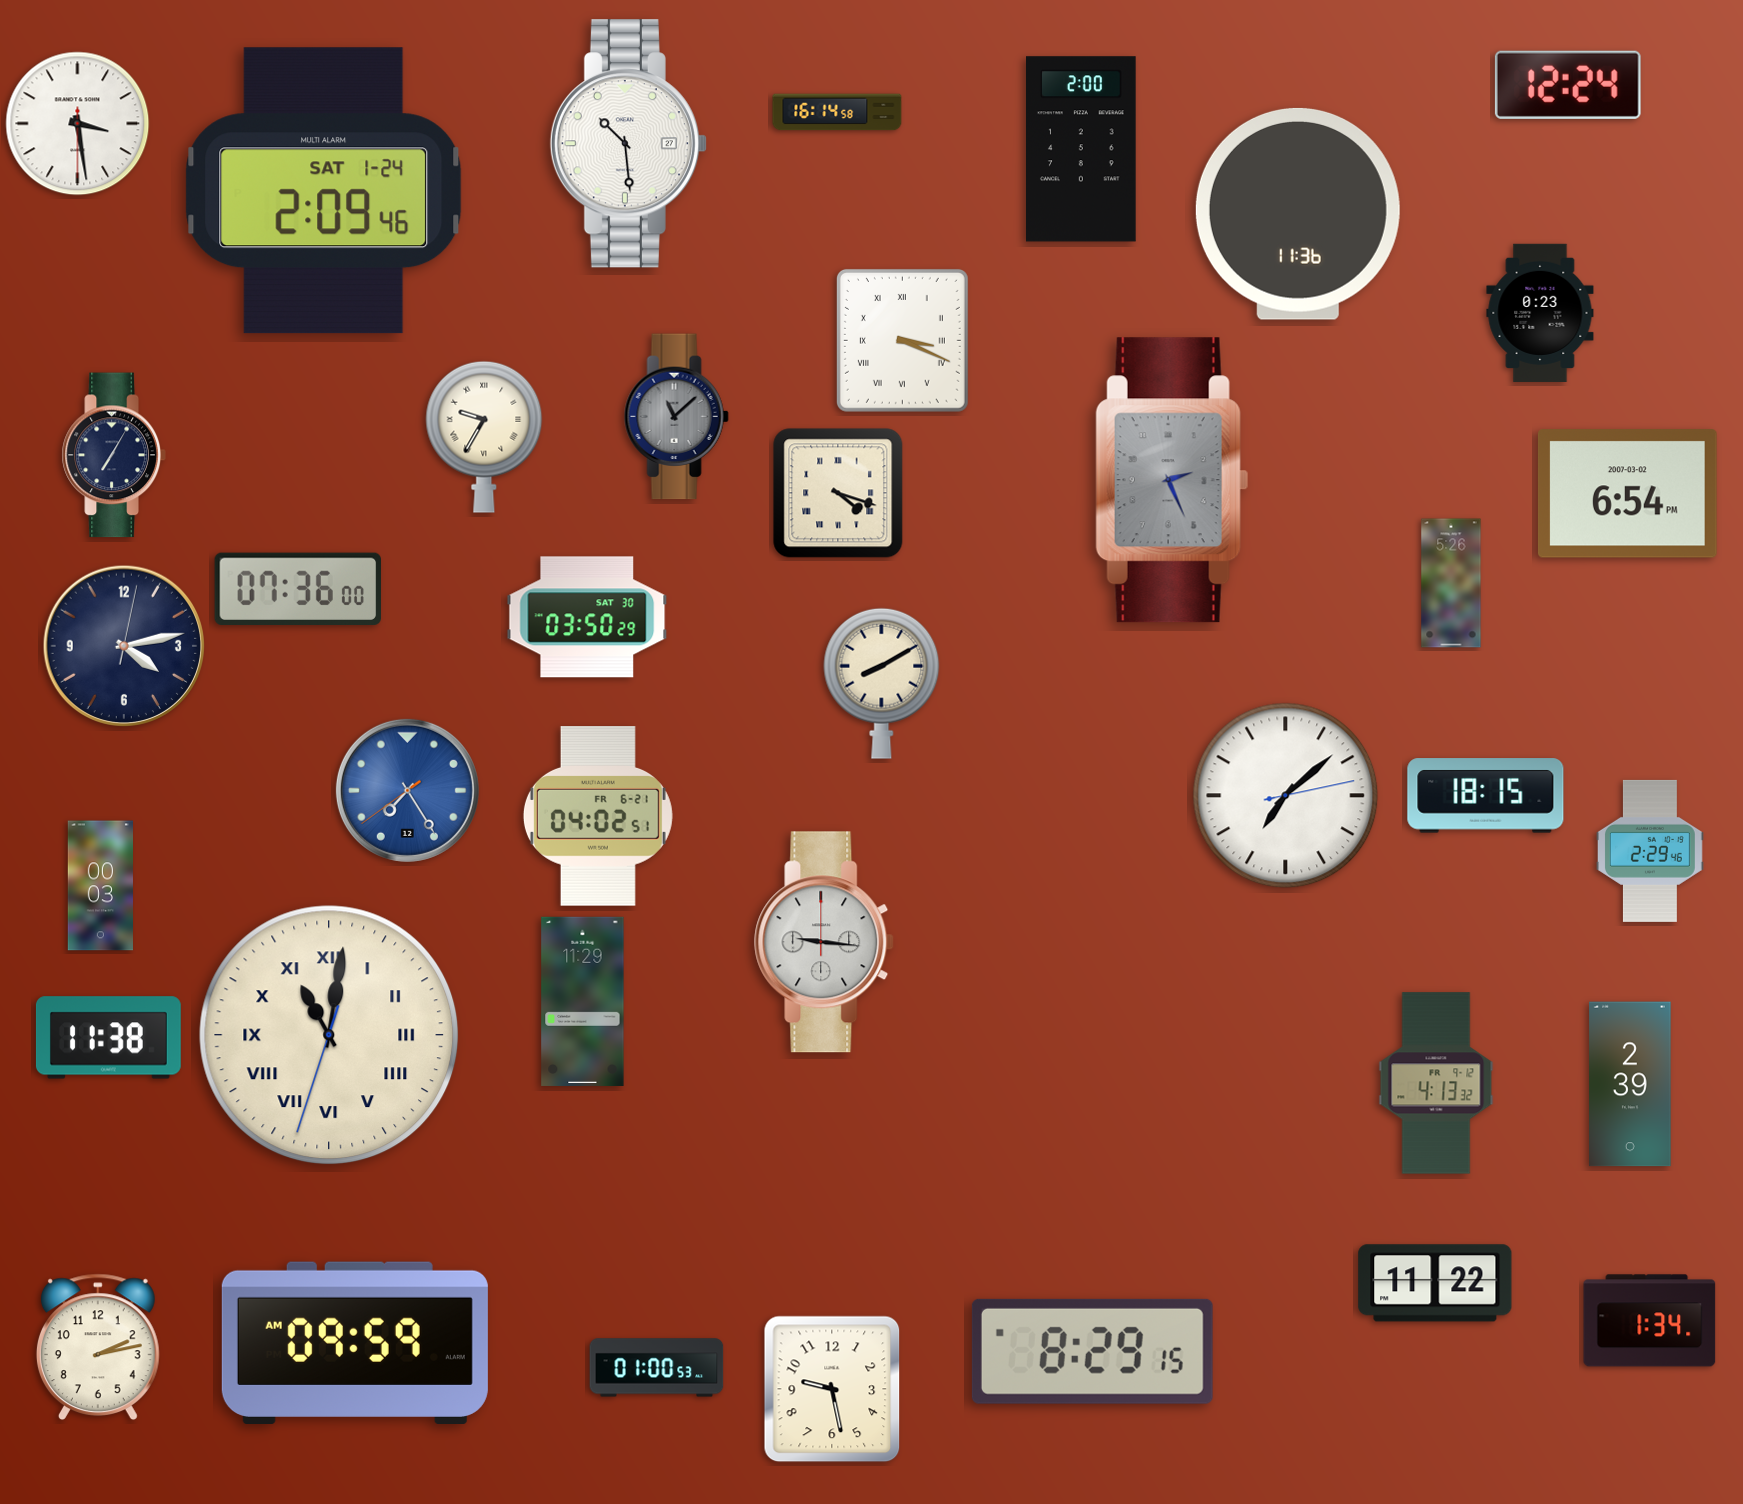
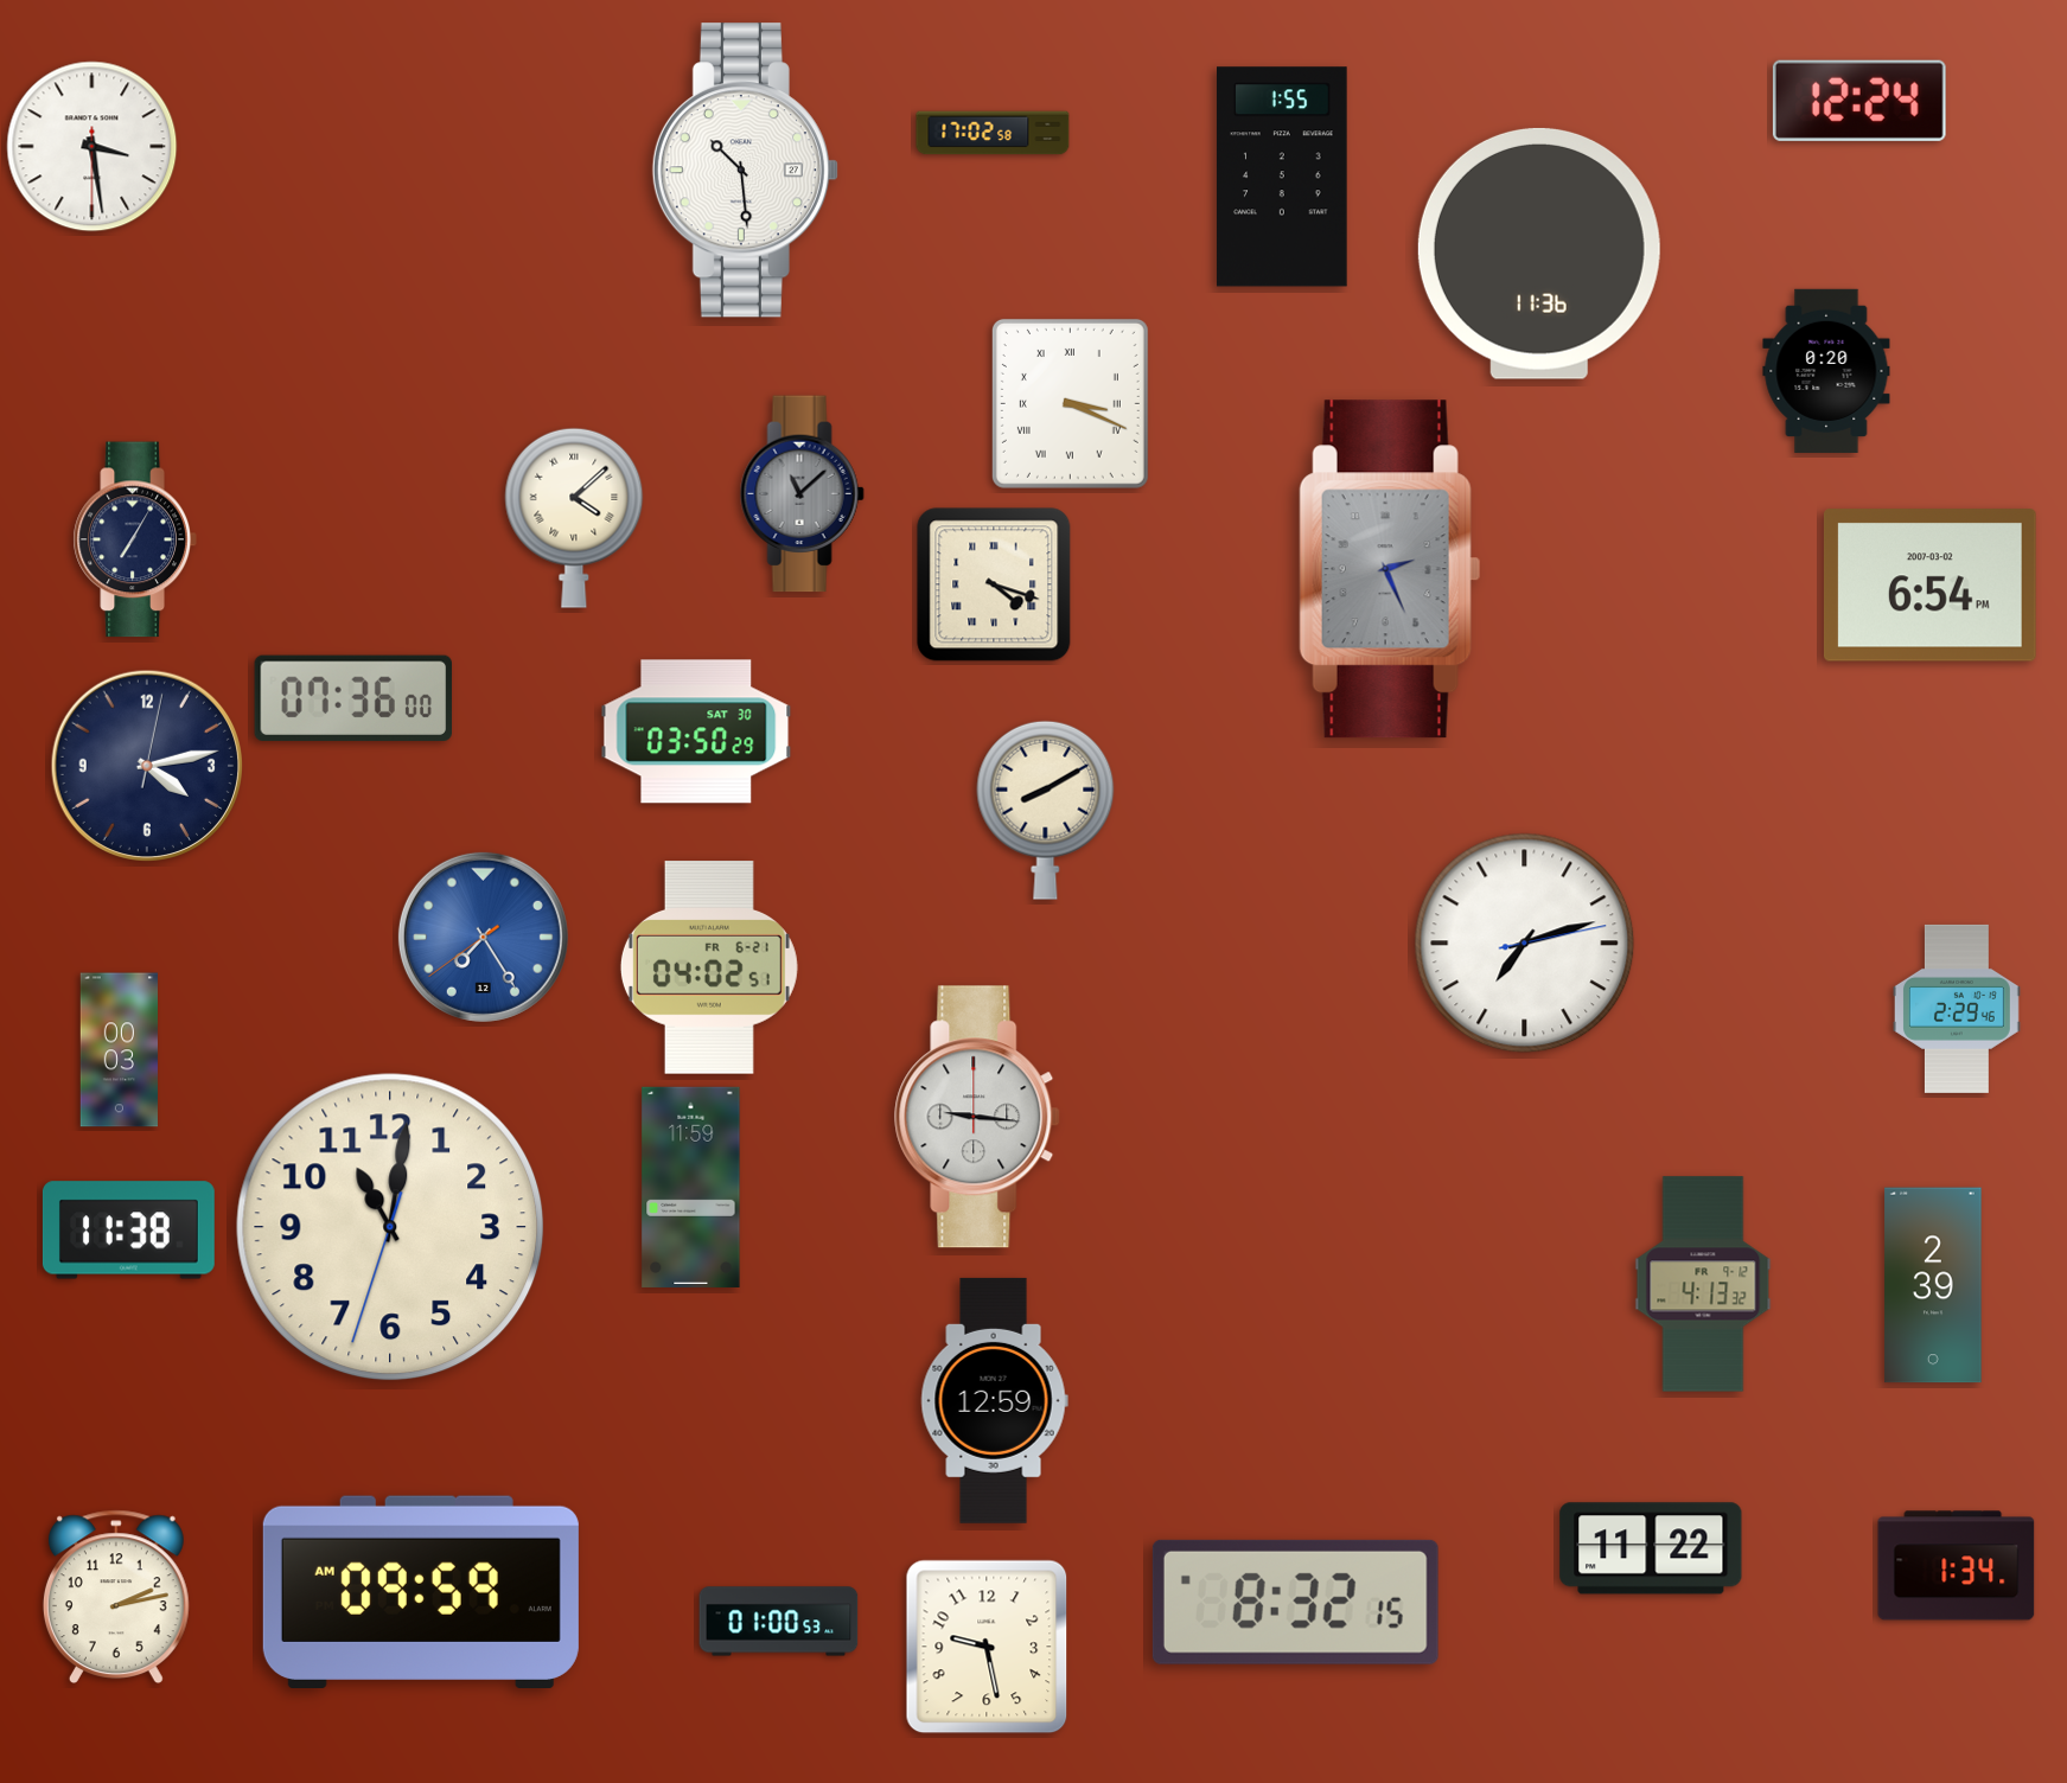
clock at (837, 112): 16:14 -> 17:02
clock at (1081, 149): 2:00 -> 1:55
clock at (324, 191): 2:09 -> none
clock at (1540, 313): 0:23 -> 0:20
clock at (484, 437): 9:35 -> 4:08
clock at (1451, 583): 5:26 -> none
clock at (1286, 796): 7:08 -> 7:12
clock at (1486, 796): 18:15 -> none
clock at (583, 1001): 11:29 -> 11:59
clock at (329, 1035) numerals: Roman -> Arabic
clock at (994, 1400): none -> 12:59
clock at (1435, 1283) position: (1435, 1283) -> (1651, 1548)
clock at (1092, 1351): 8:29 -> 8:32
